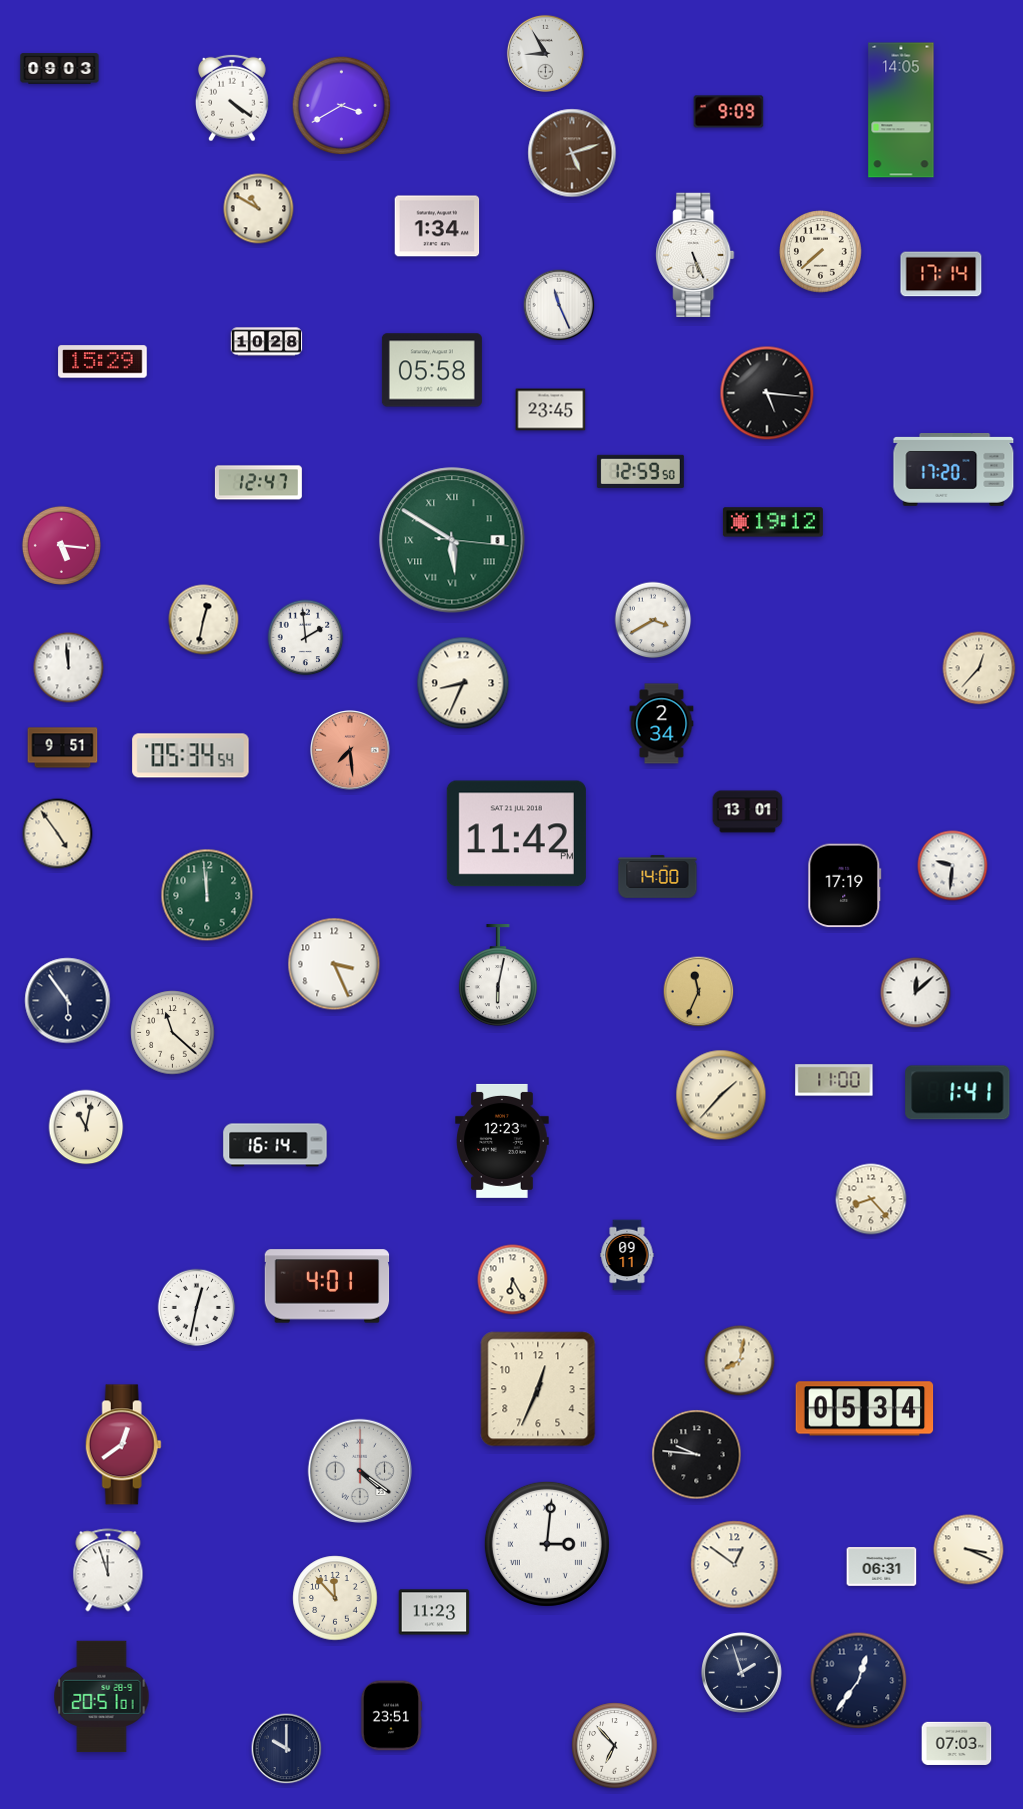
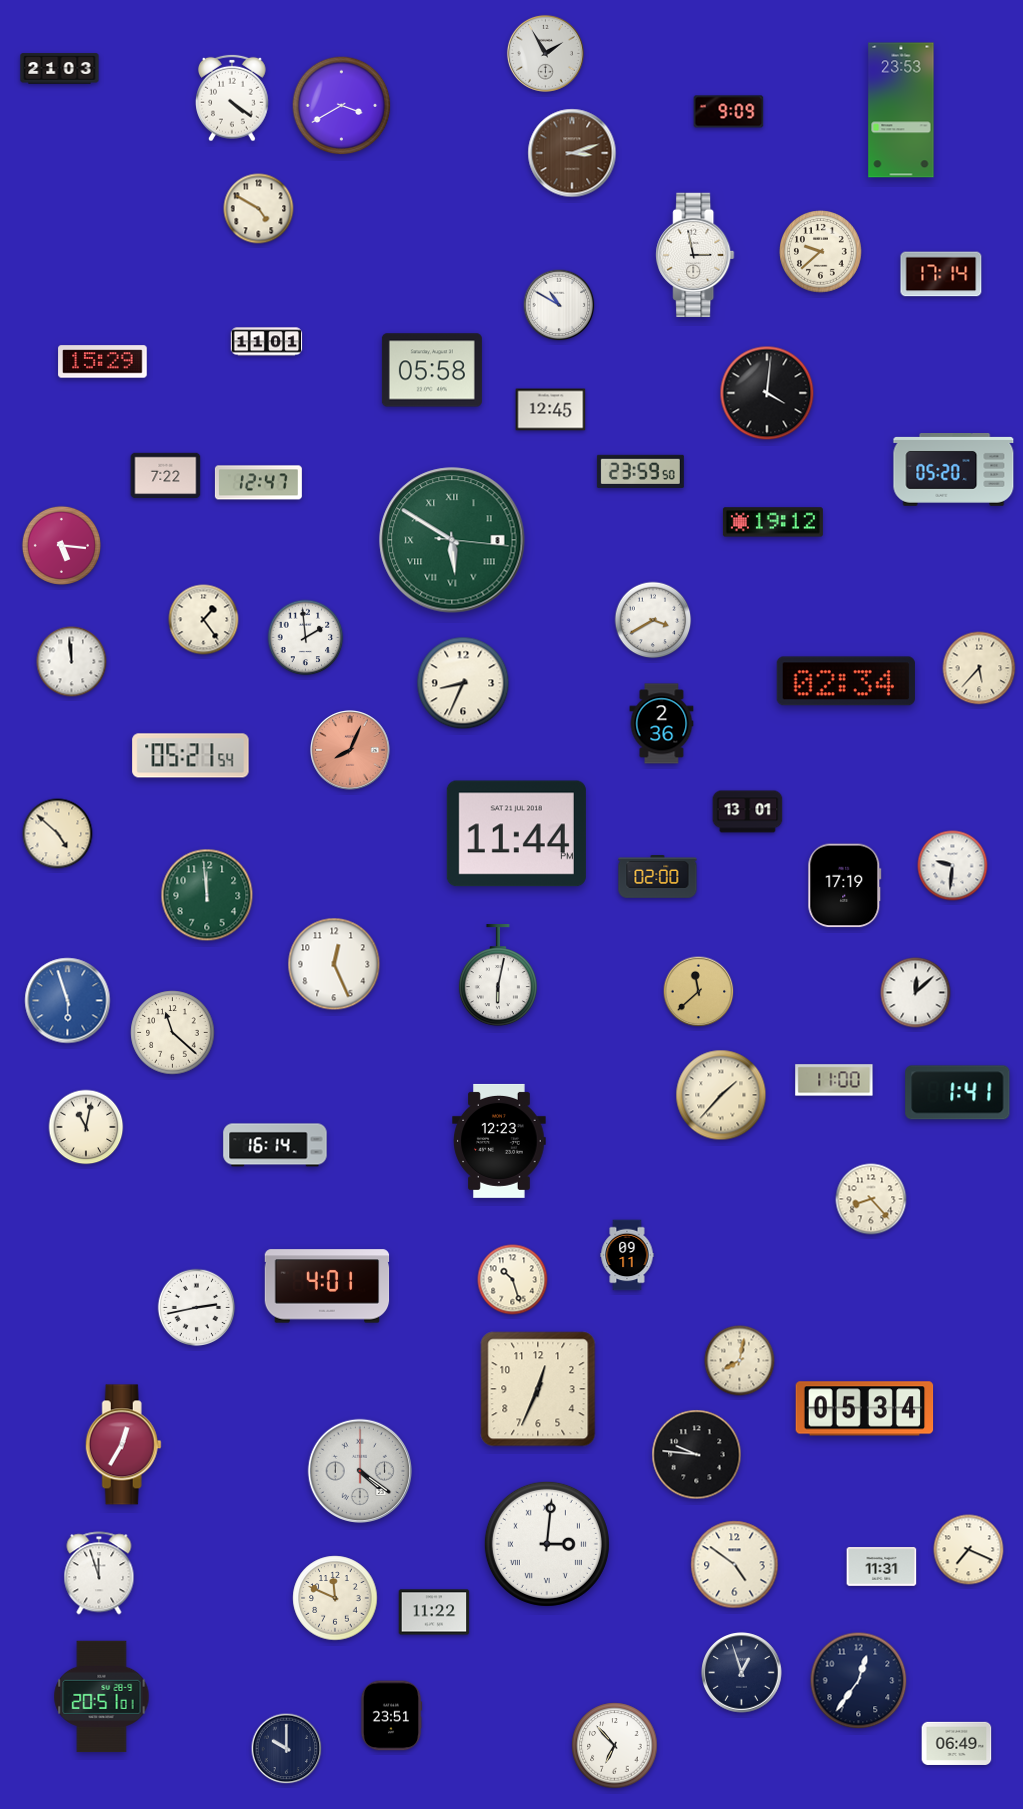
clock at (545, 53): 8:55 -> 1:55
clock at (60, 69): 09:03 -> 21:03
clock at (901, 110): 14:05 -> 23:53
clock at (572, 153): 5:12 -> 3:12
clock at (259, 209): 10:50 -> 4:50
clock at (437, 226): 1:34 -> none
clock at (821, 252): 7:38 -> 9:38
clock at (695, 255): 5:26 -> 2:58
clock at (559, 305): 11:26 -> 10:50
clock at (267, 342): 10:28 -> 11:01
clock at (767, 393): 5:16 -> 4:01
clock at (551, 410): 23:45 -> 12:45
clock at (954, 470): 17:20 -> 05:20
clock at (640, 471): 12:59 -> 23:59
clock at (166, 476): none -> 7:22
clock at (204, 620): 12:32 -> 1:24
clock at (69, 668) position: (69, 668) -> (72, 662)
clock at (979, 668): 12:37 -> 5:37
clock at (846, 681): none -> 02:34
clock at (662, 724): 2:34 -> 2:36
clock at (63, 748): 9:51 -> none
clock at (351, 751): 7:29 -> 8:04
clock at (191, 756): 05:34 -> 05:21
clock at (58, 834): 4:54 -> 4:52
clock at (516, 834): 11:42 -> 11:44
clock at (658, 877): 14:00 -> 02:00
clock at (334, 964): 3:26 -> 12:26
clock at (699, 992): 11:34 -> 11:38
clock at (68, 1001): 5:54 -> 5:57
clock at (68, 1001) dial: navy -> blue
clock at (502, 1141) position: (502, 1141) -> (499, 1141)
clock at (513, 1280): 6:25 -> 10:27
clock at (197, 1308): 12:32 -> 2:43
clock at (123, 1445): 12:39 -> 12:35
clock at (969, 1550): 3:19 -> 7:19
clock at (735, 1565): 12:51 -> 4:51
clock at (882, 1567): 06:31 -> 11:31
clock at (108, 1570) position: (108, 1570) -> (99, 1573)
clock at (335, 1598): 11:53 -> 11:49
clock at (434, 1612): 11:23 -> 11:22
clock at (742, 1673): 1:57 -> 12:57
clock at (957, 1743): 07:03 -> 06:49
